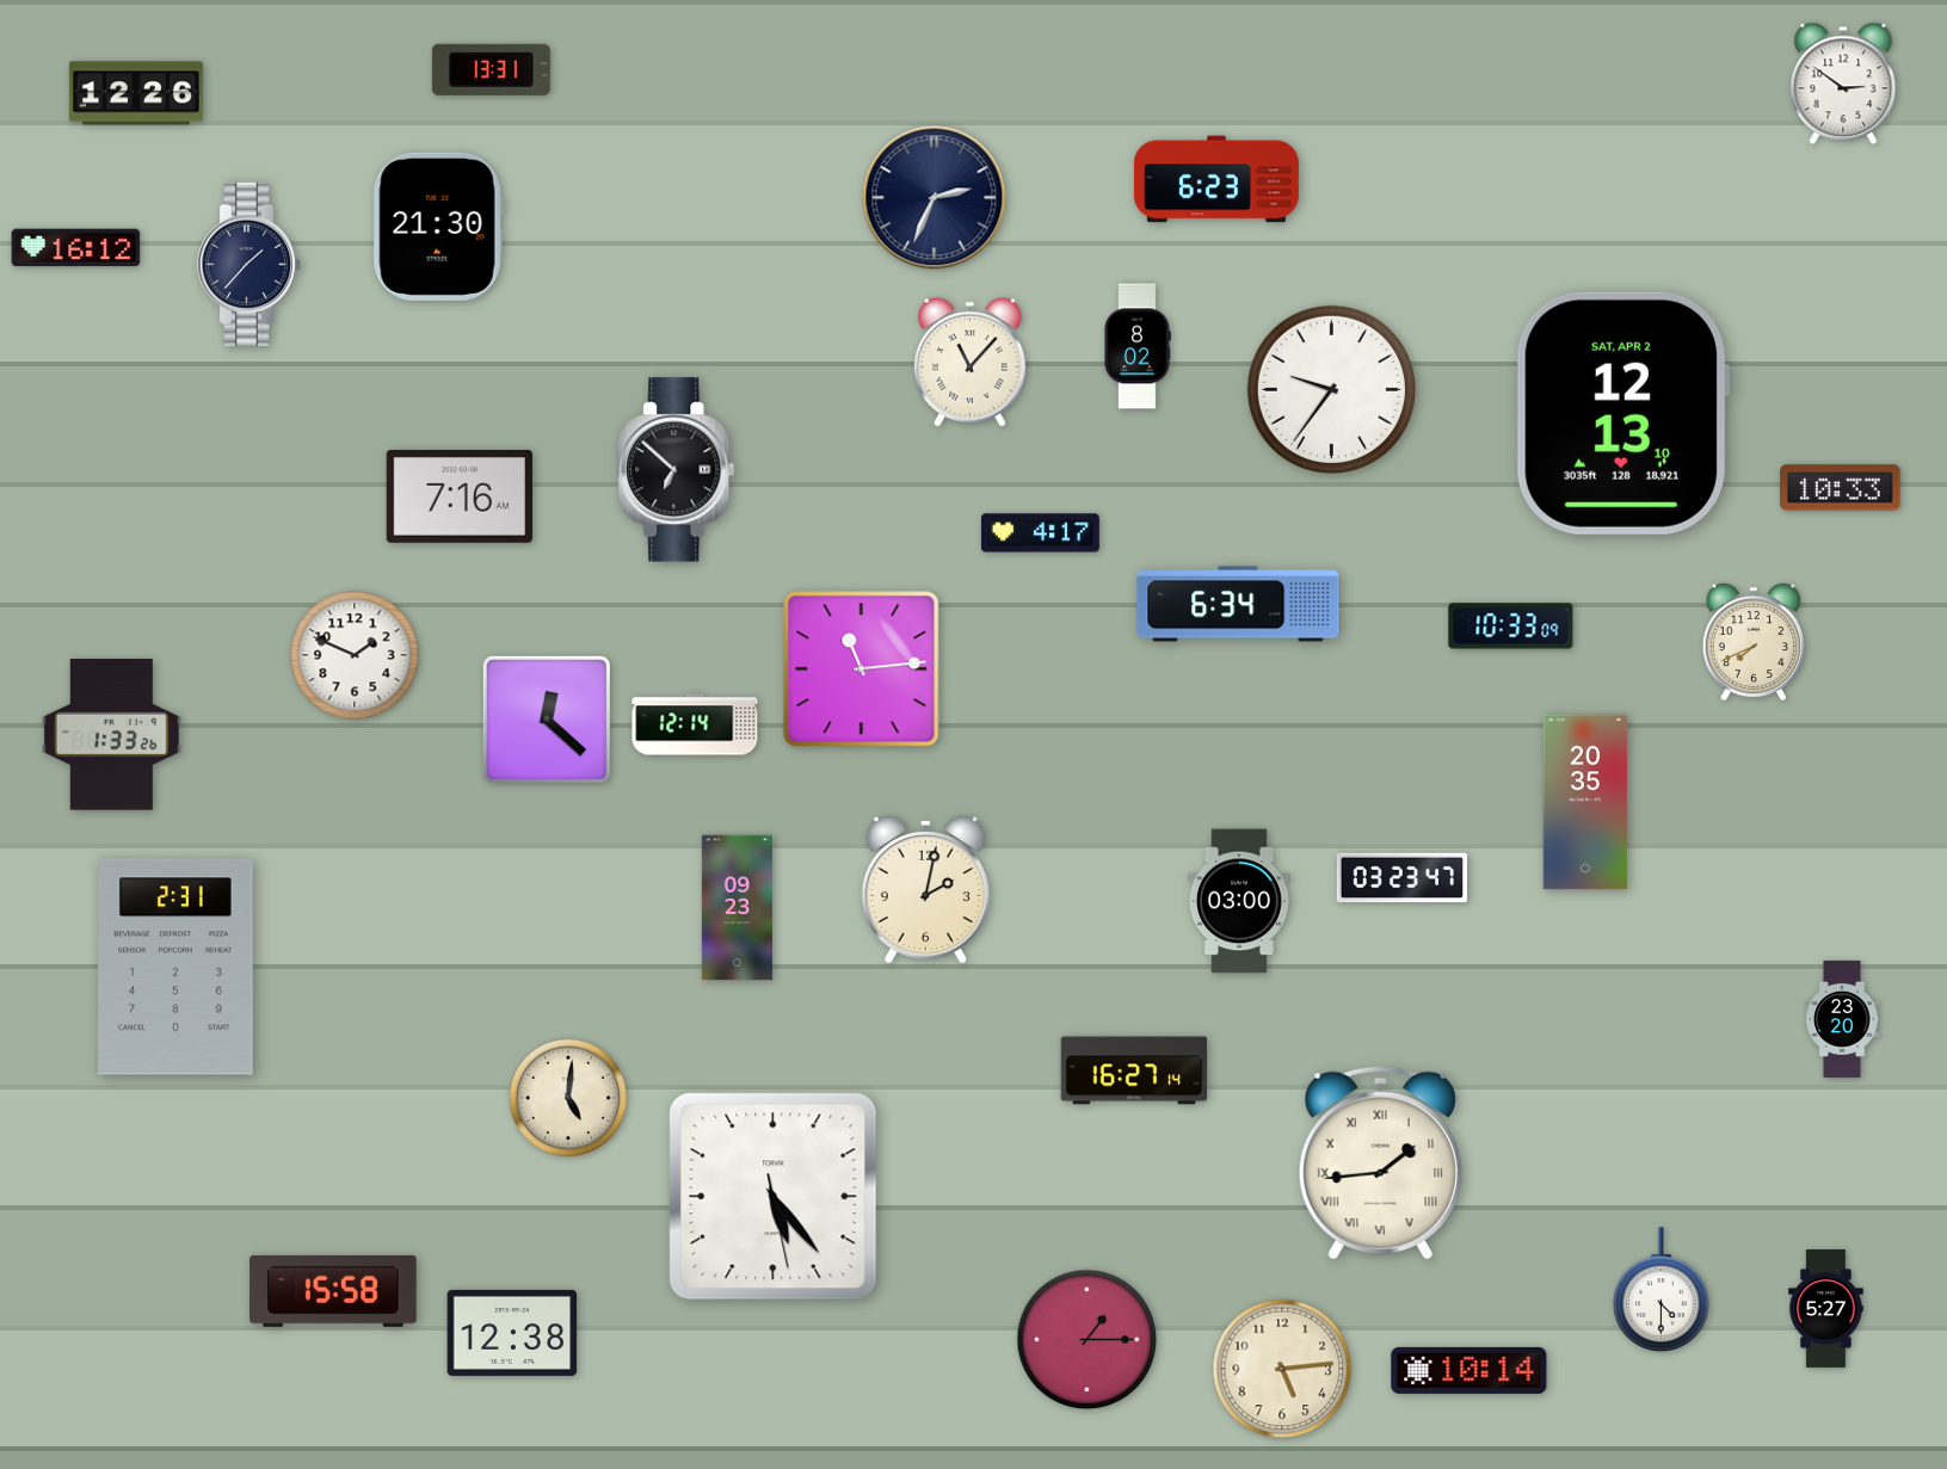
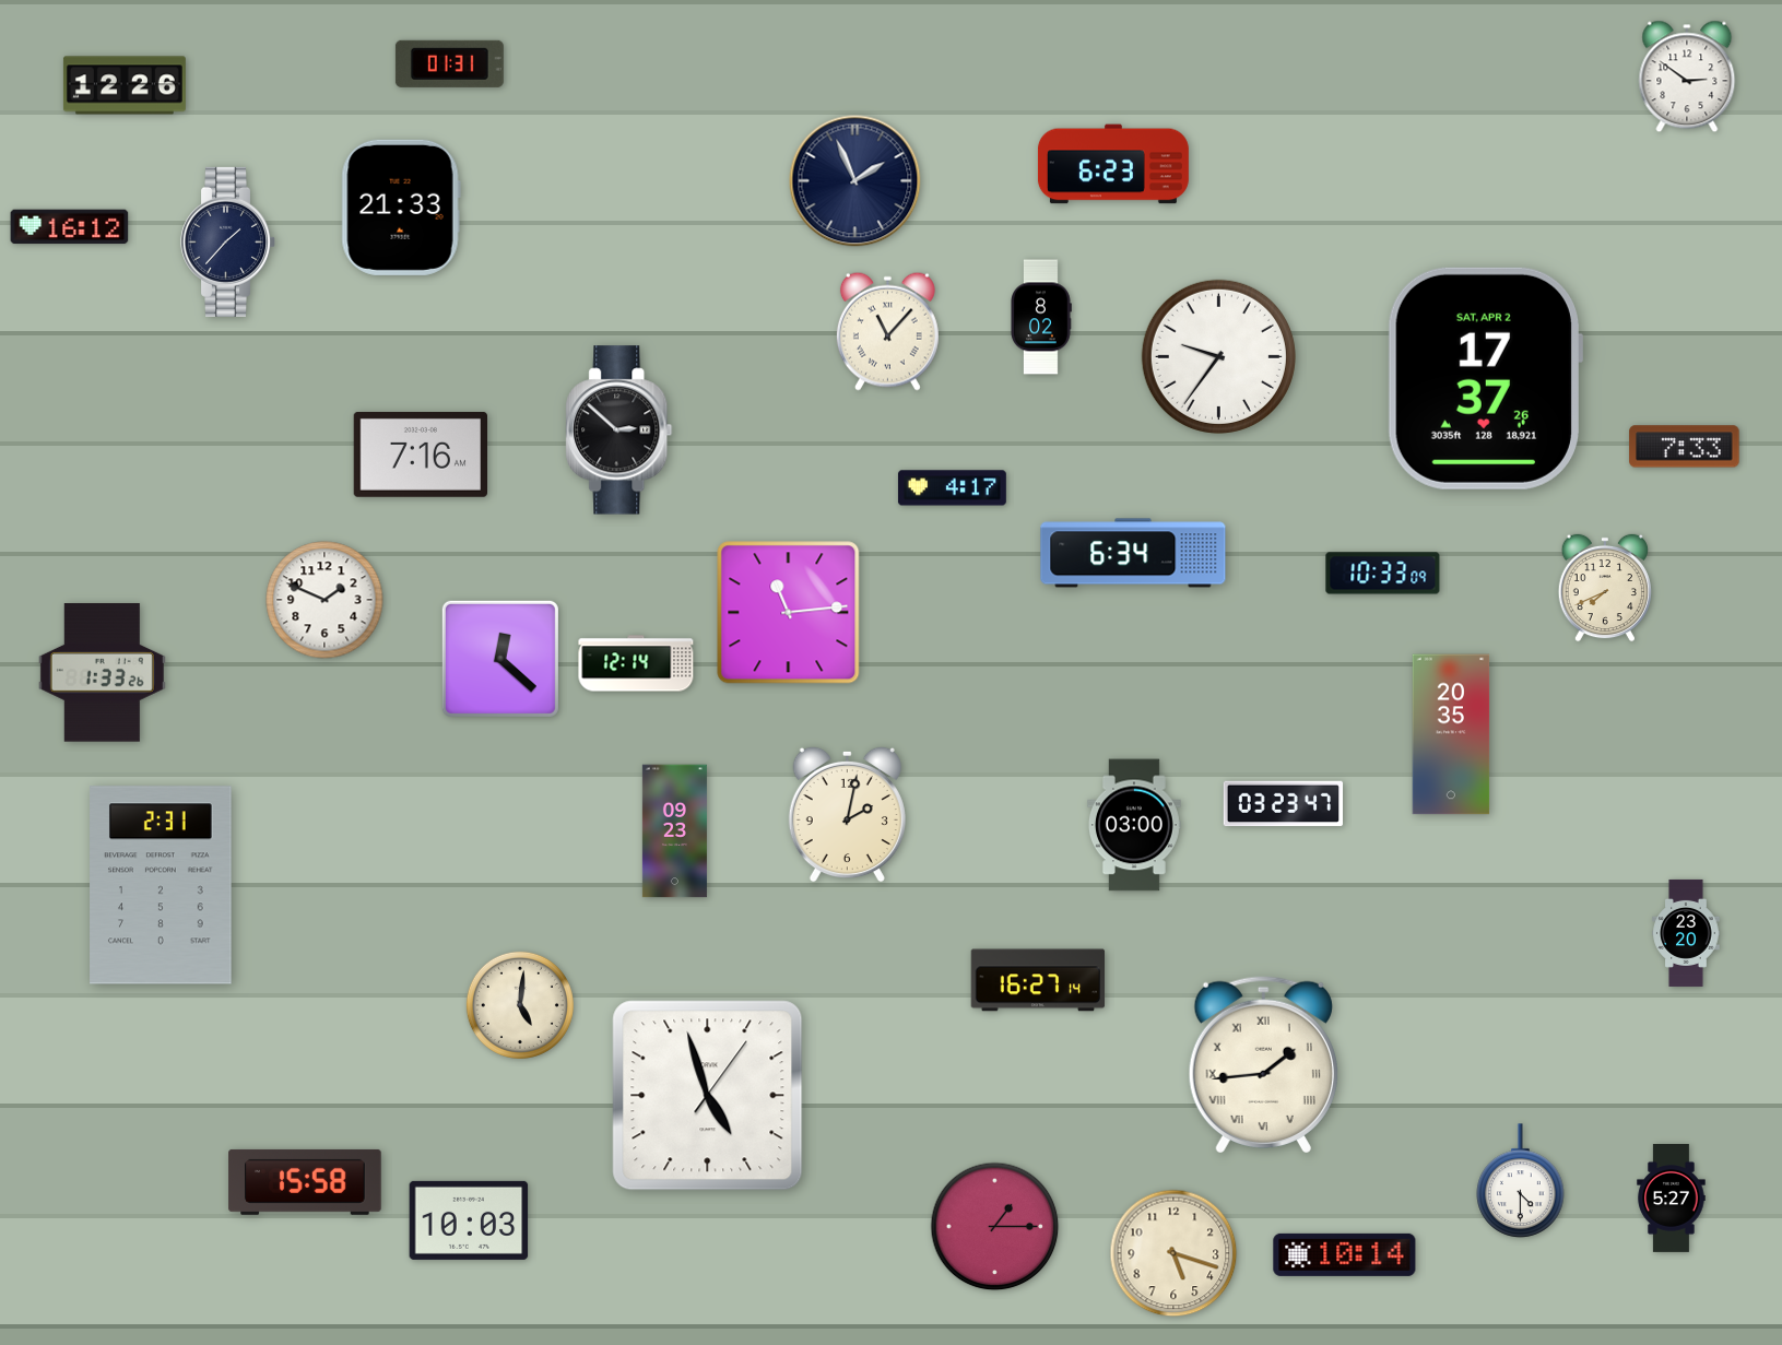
clock at (491, 69): 13:31 -> 01:31
clock at (935, 198): 2:34 -> 1:56
clock at (438, 227): 21:30 -> 21:33
clock at (1622, 413): 12:13 -> 17:37
clock at (677, 470): 6:52 -> 2:52
clock at (1841, 488): 10:33 -> 7:33
clock at (774, 1197): 5:23 -> 4:57
clock at (512, 1333): 12:38 -> 10:03
clock at (1282, 1369): 5:14 -> 5:18
